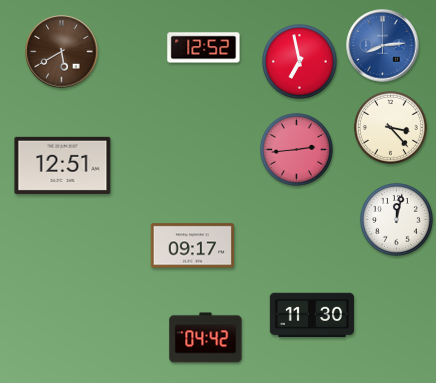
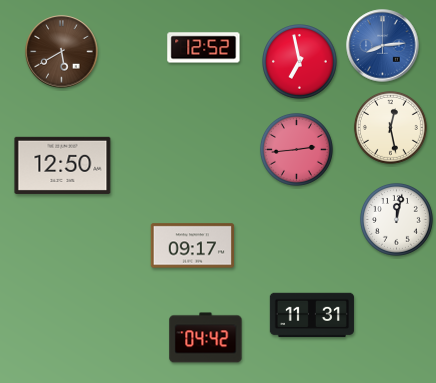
clock at (390, 127): 3:23 -> 12:28
clock at (63, 165): 12:51 -> 12:50
clock at (311, 315): 11:30 -> 11:31
